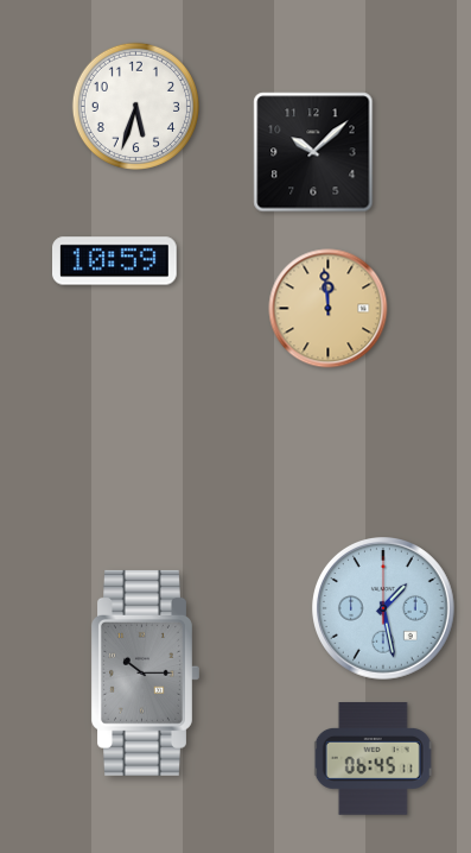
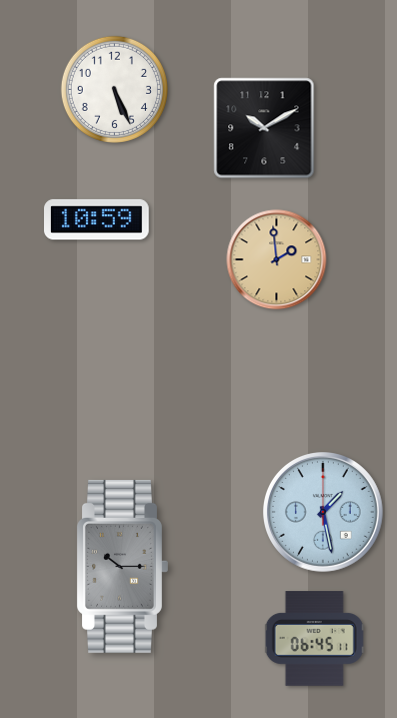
clock at (135, 106): 5:33 -> 5:26
clock at (313, 152): 10:08 -> 10:10
clock at (329, 309): 11:59 -> 1:59
